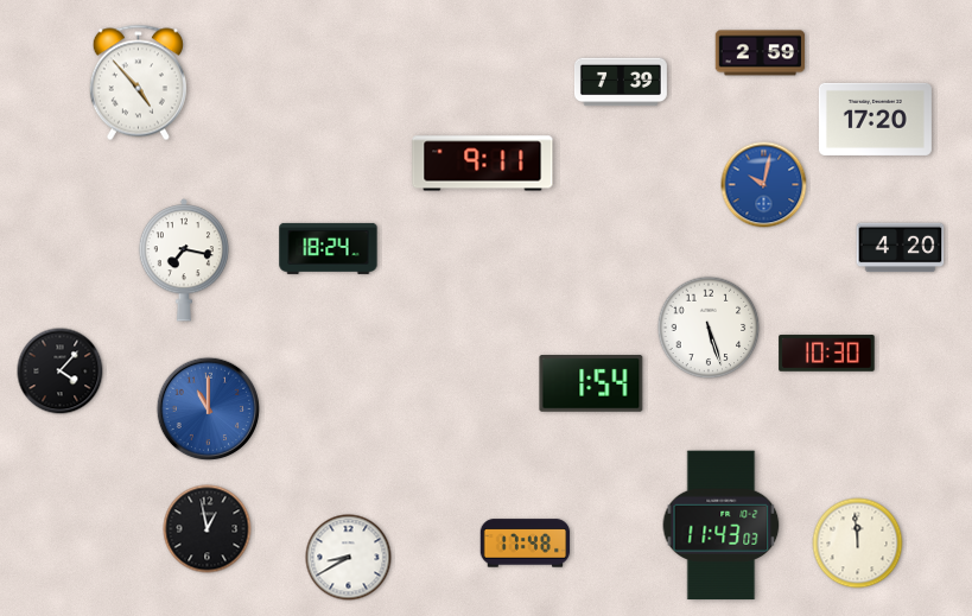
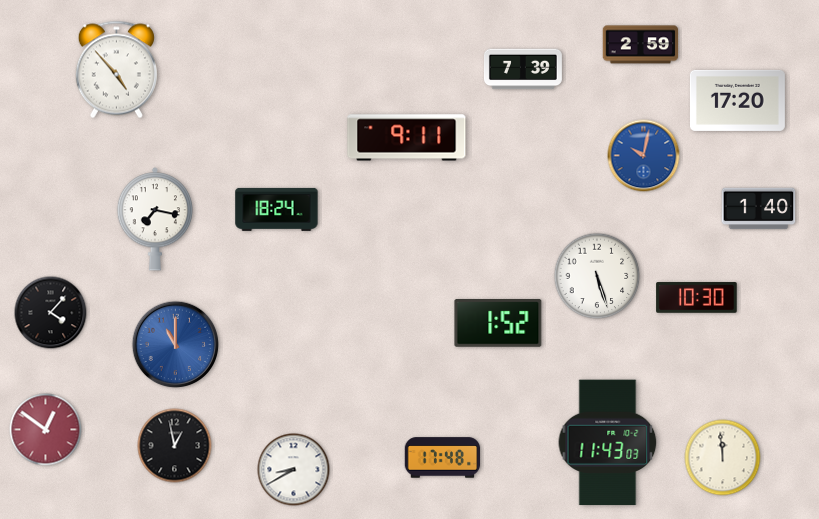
clock at (901, 248): 4:20 -> 1:40
clock at (591, 385): 1:54 -> 1:52
clock at (46, 430): none -> 12:51
